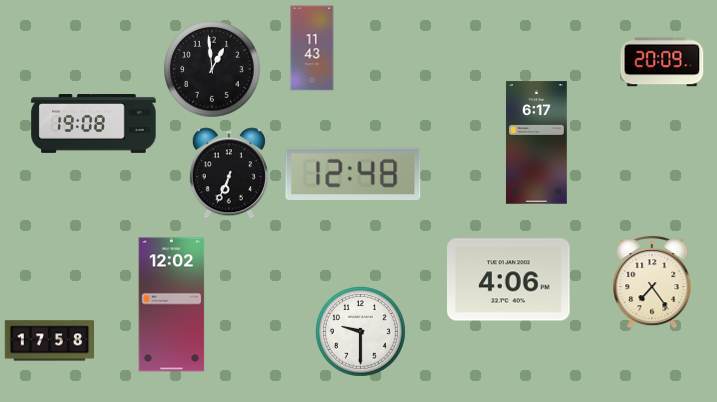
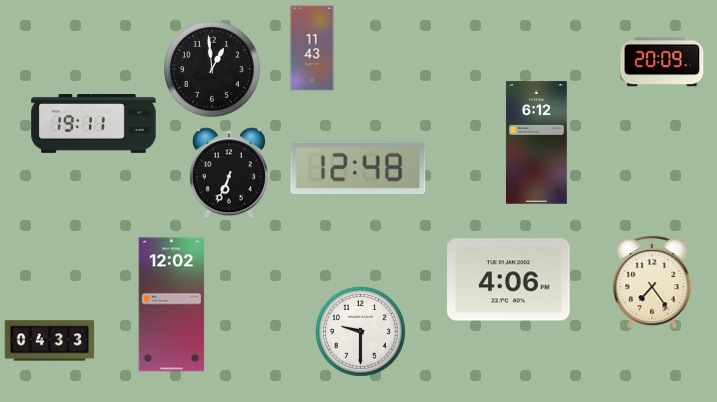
clock at (94, 124): 19:08 -> 19:11
clock at (537, 143): 6:17 -> 6:12
clock at (353, 174) position: (353, 174) -> (358, 168)
clock at (50, 341): 17:58 -> 04:33
